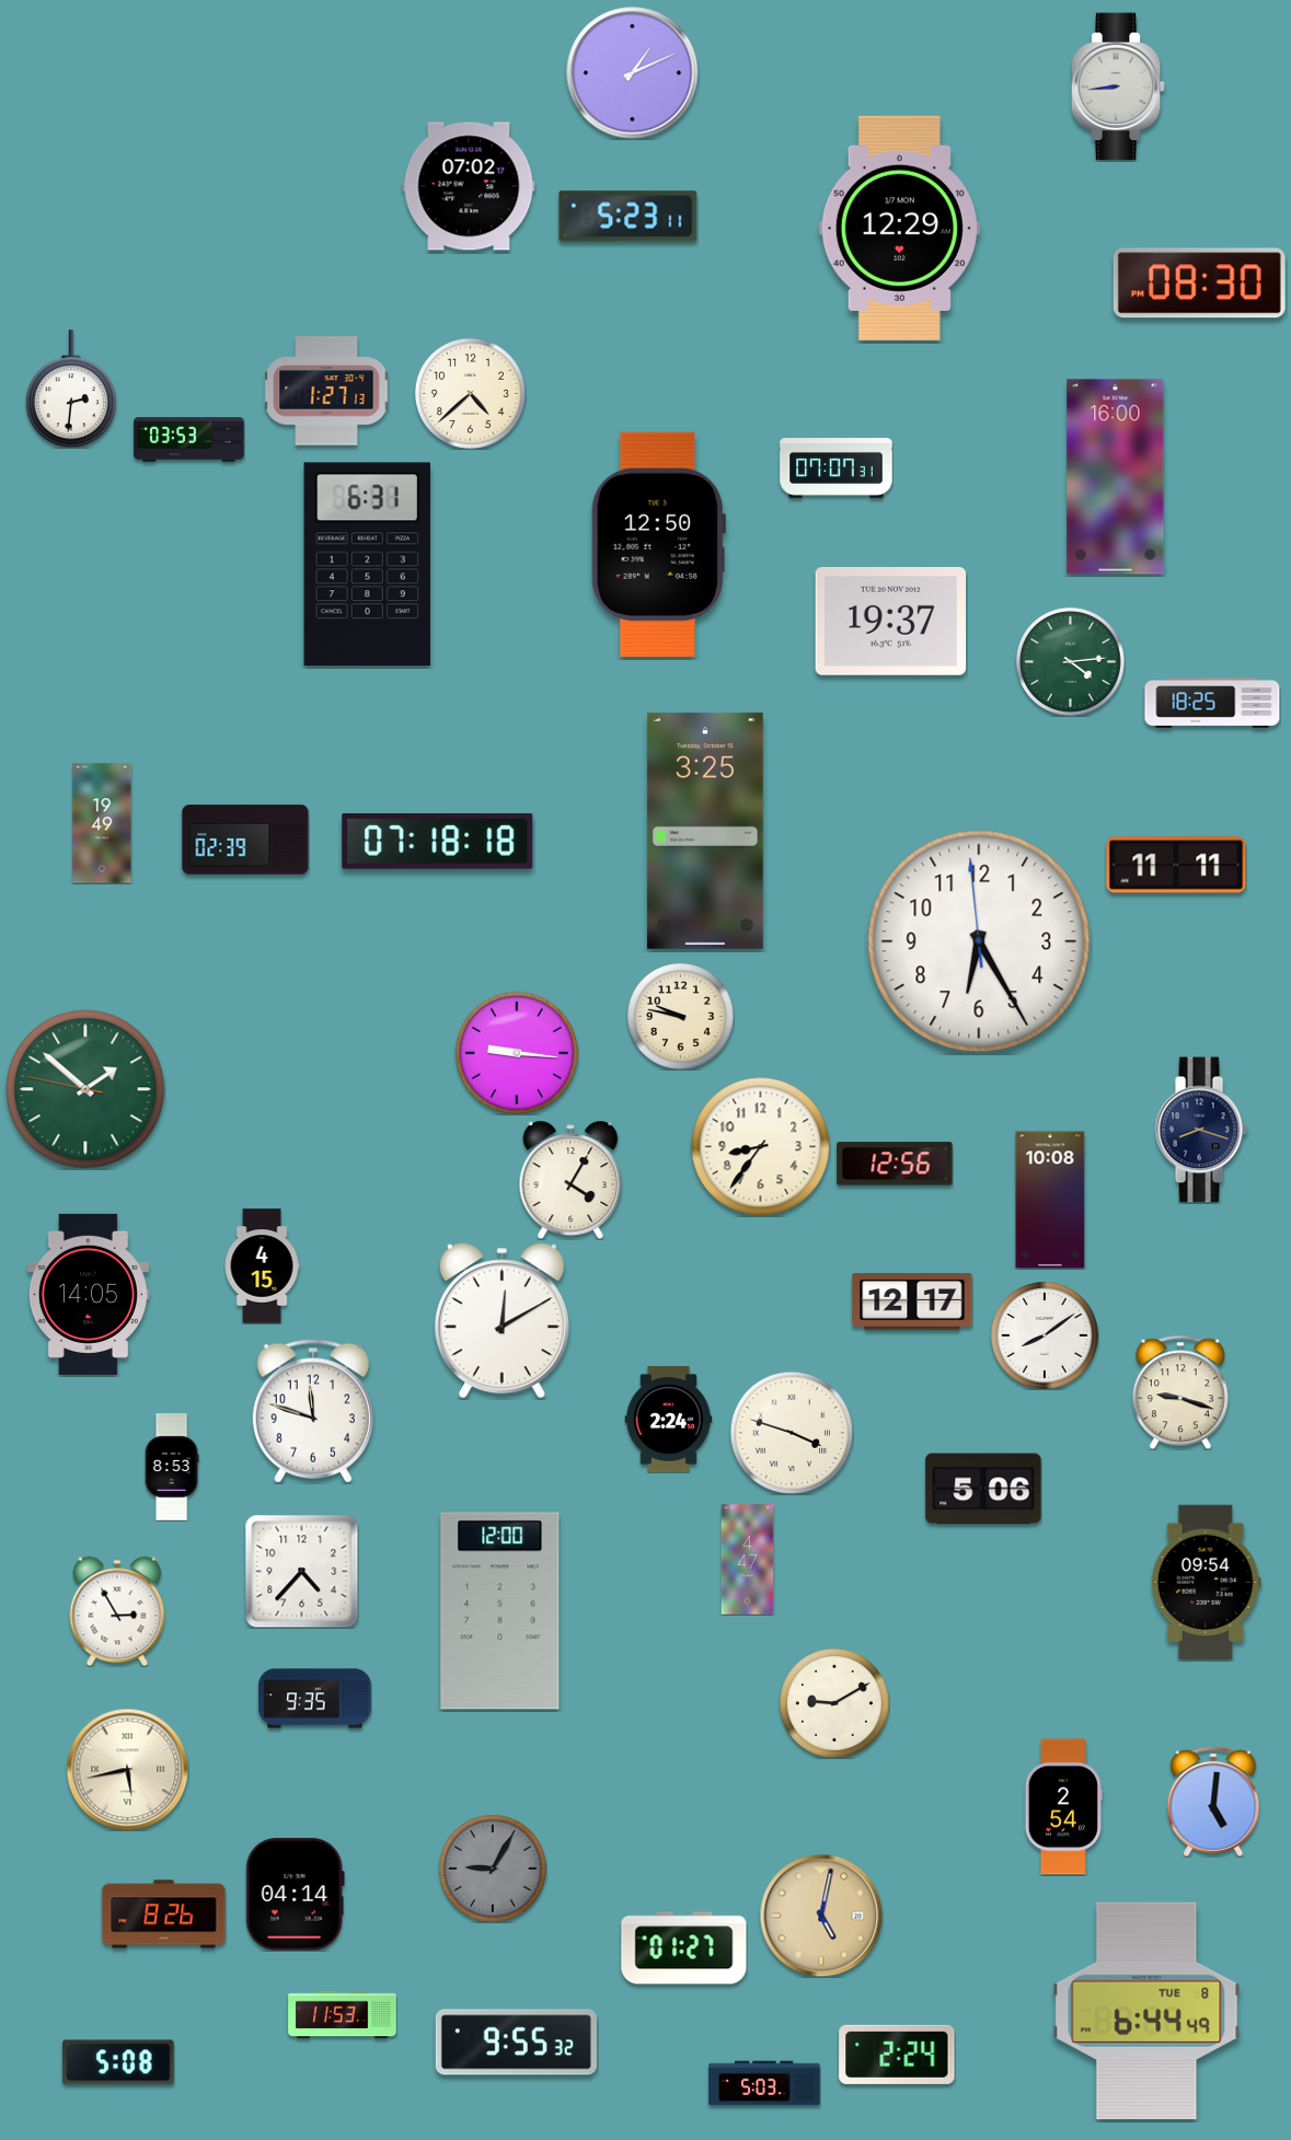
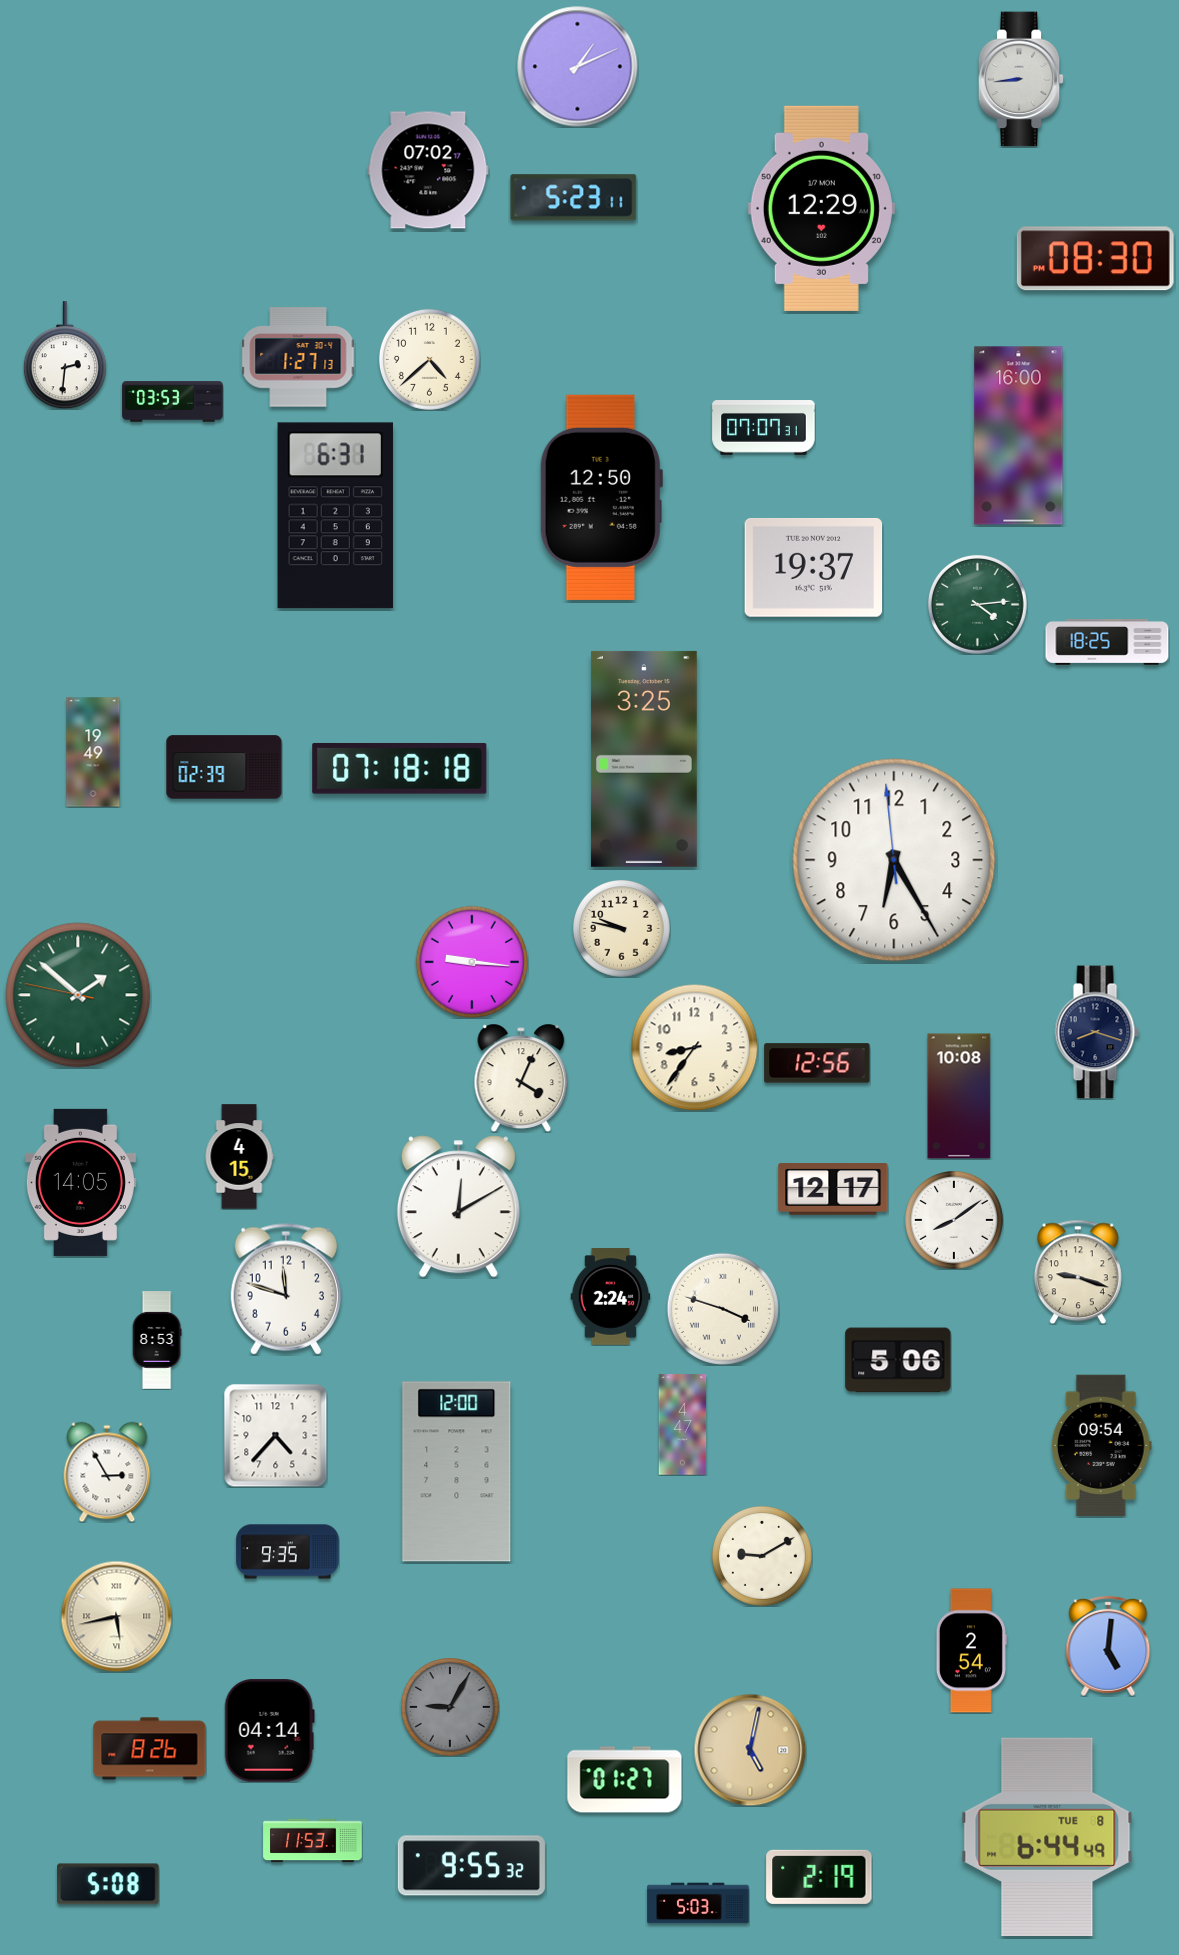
clock at (1176, 865): 11:11 -> none
clock at (570, 1180): 4:05 -> 4:04
clock at (897, 2055): 2:24 -> 2:19
